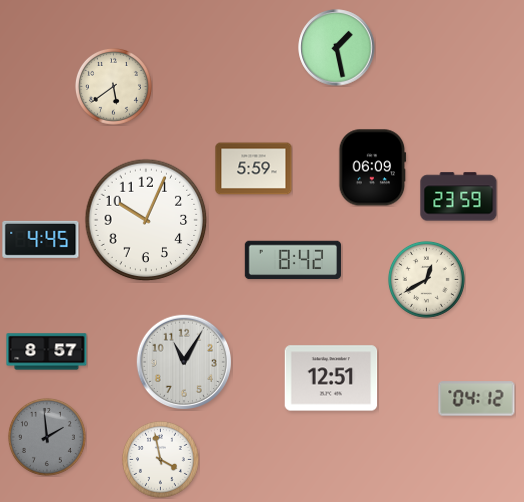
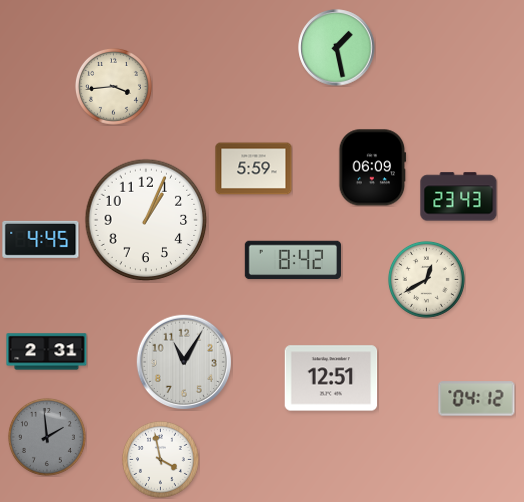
clock at (113, 86): 5:39 -> 3:44
clock at (459, 197): 23:59 -> 23:43
clock at (146, 220): 10:04 -> 1:04
clock at (47, 352): 8:57 -> 2:31
